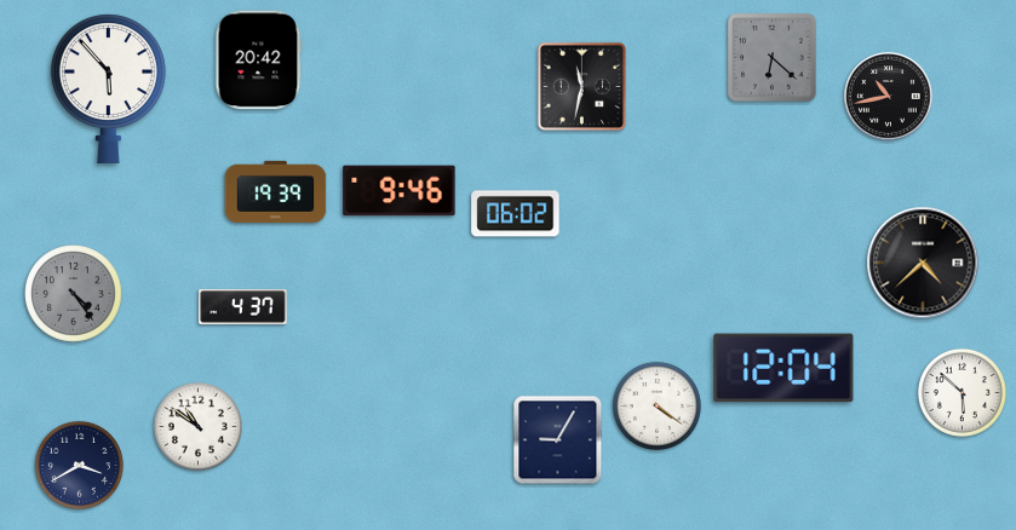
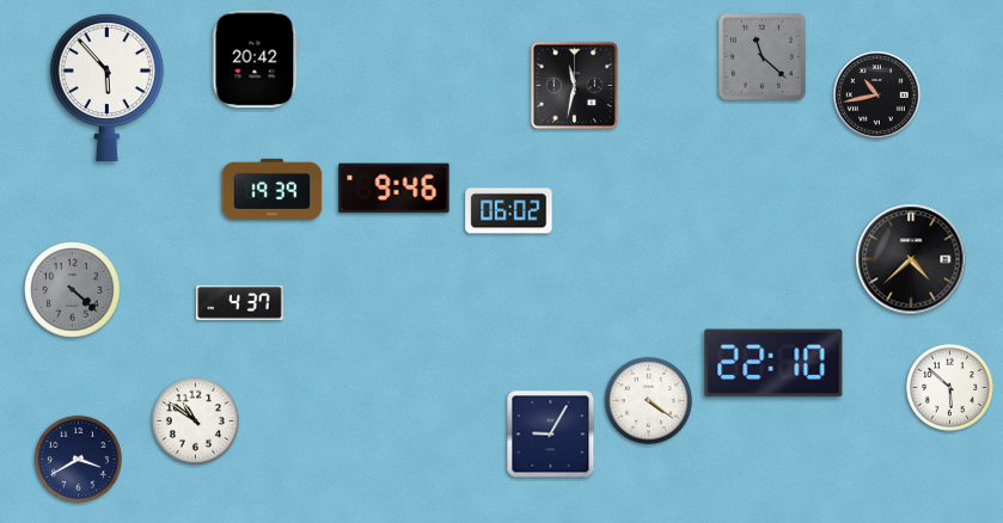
clock at (773, 58): 6:22 -> 11:22
clock at (74, 294): 4:24 -> 4:22
clock at (783, 368): 12:04 -> 22:10
